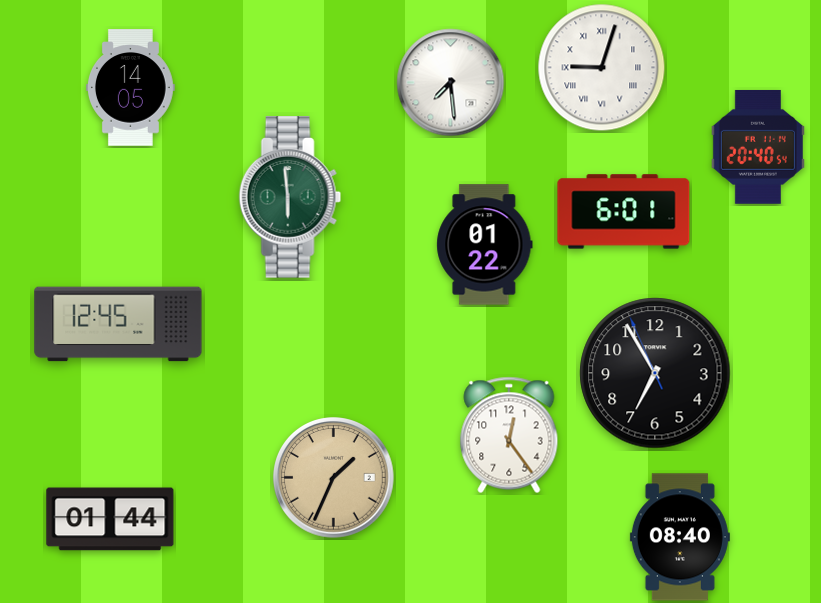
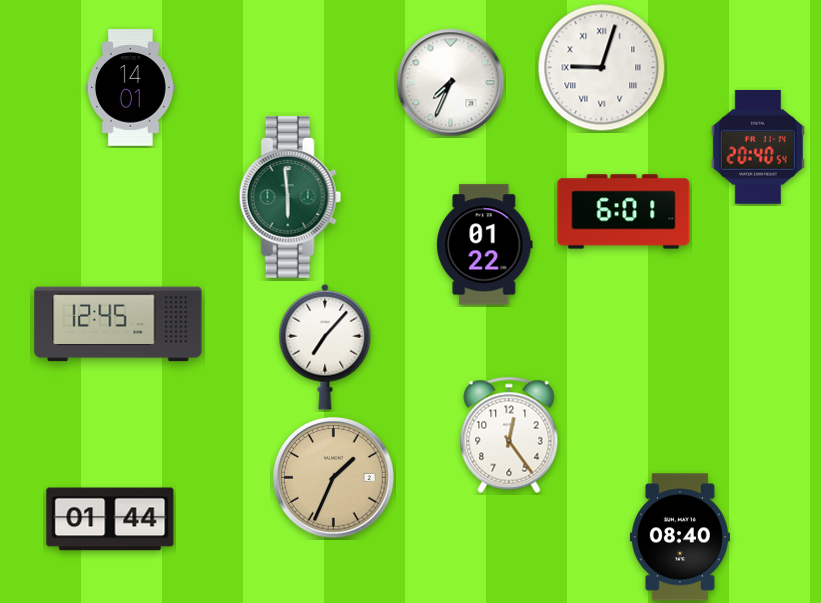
clock at (451, 83): 7:29 -> 7:34
clock at (130, 88): 14:05 -> 14:01
clock at (325, 347): none -> 7:07
clock at (655, 373): 6:54 -> none
